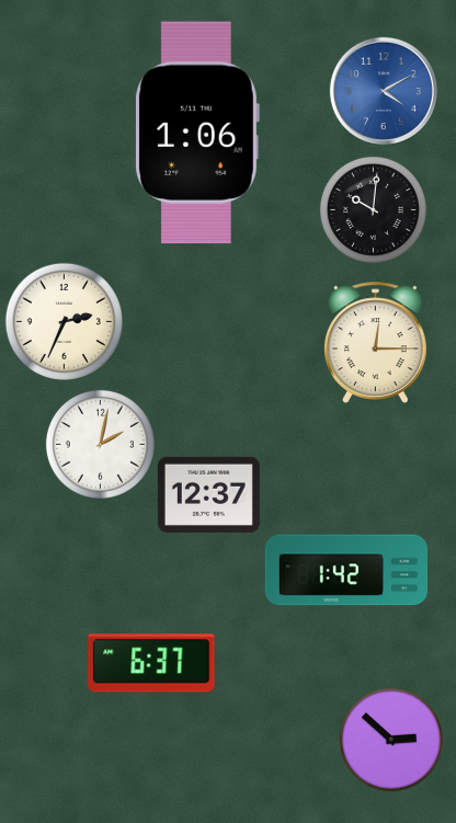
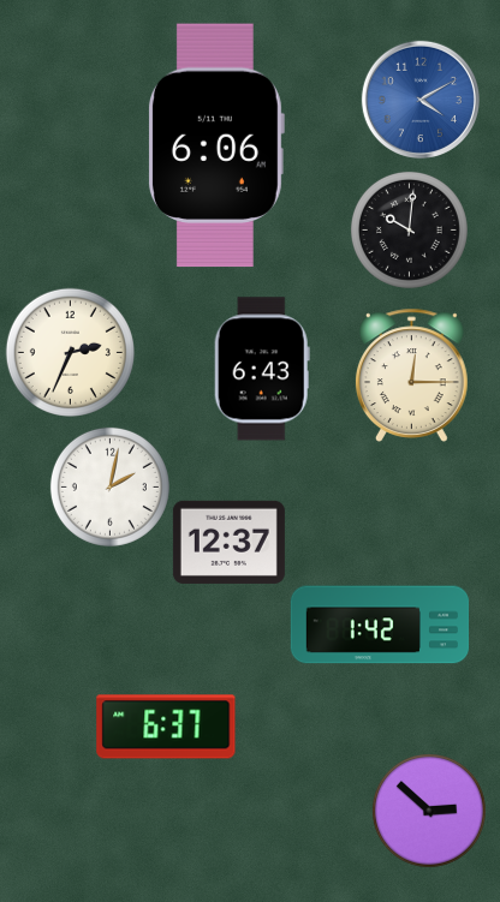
clock at (196, 133): 1:06 -> 6:06
clock at (262, 369): none -> 6:43
